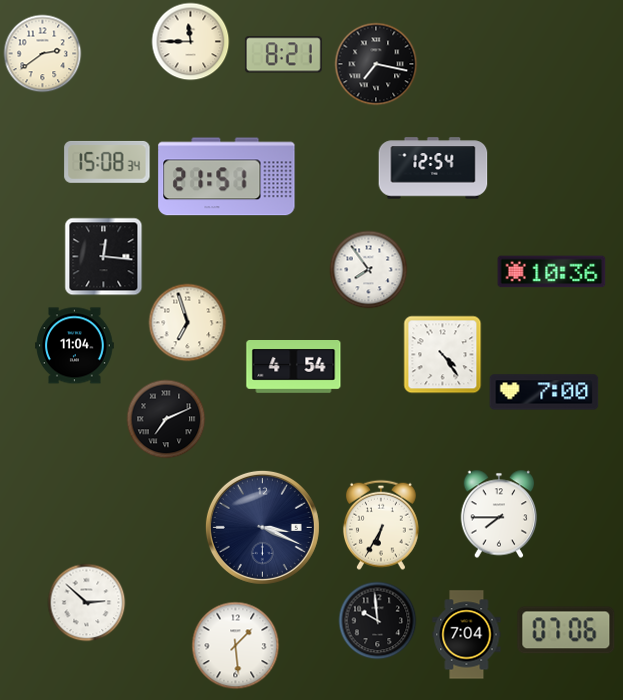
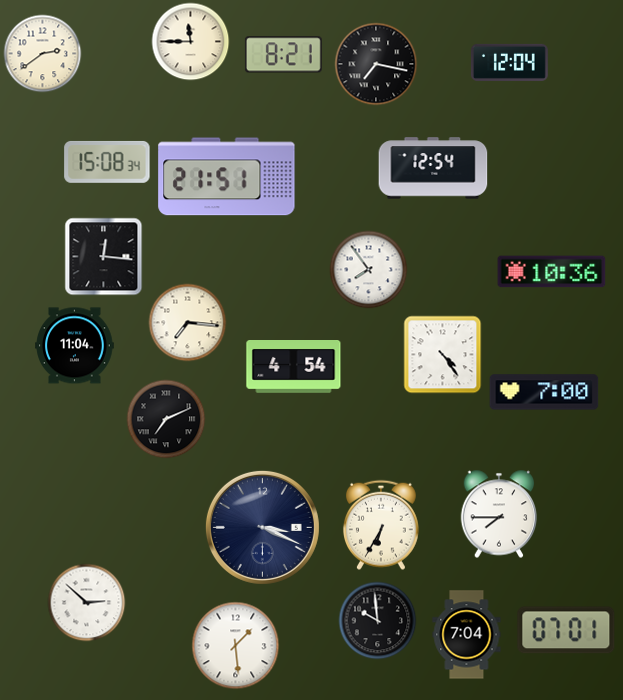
clock at (510, 62): none -> 12:04
clock at (187, 322): 6:57 -> 7:16
clock at (566, 630): 07:06 -> 07:01
